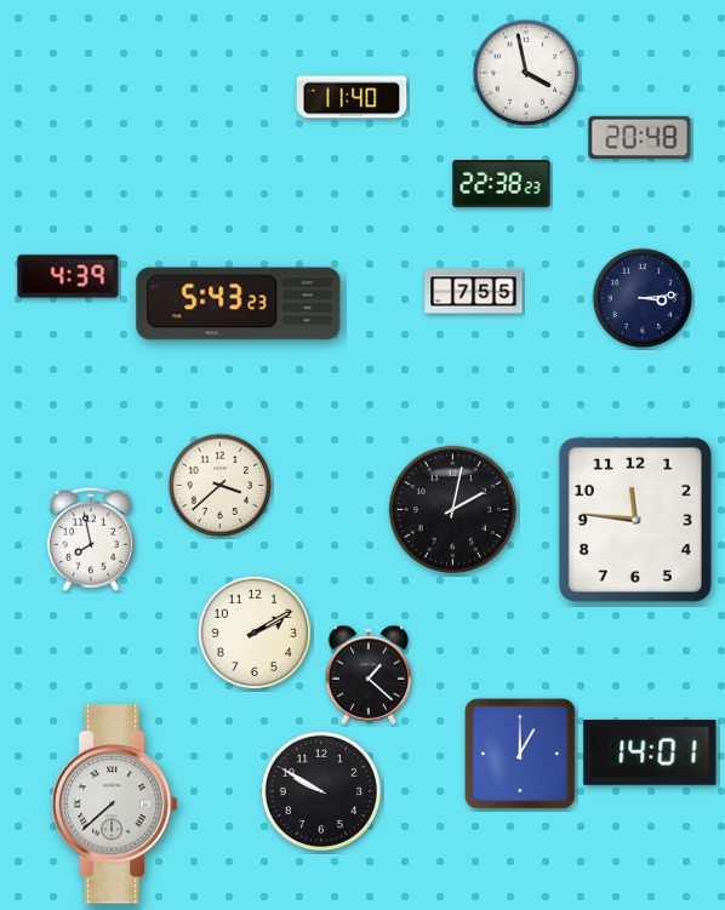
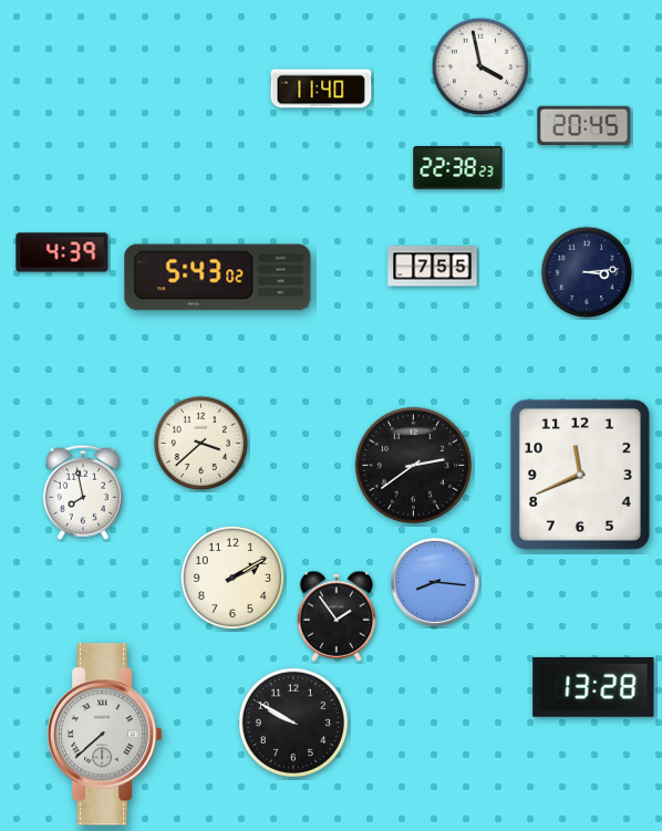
clock at (640, 137): 20:48 -> 20:45
clock at (239, 304): 5:43:23 -> 5:43:02
clock at (452, 509): 2:02 -> 2:39
clock at (635, 520): 11:46 -> 11:41
clock at (435, 582): none -> 8:16
clock at (369, 675): 1:22 -> 1:54
clock at (650, 752): 14:01 -> 13:28
clock at (520, 754): 1:00 -> none
